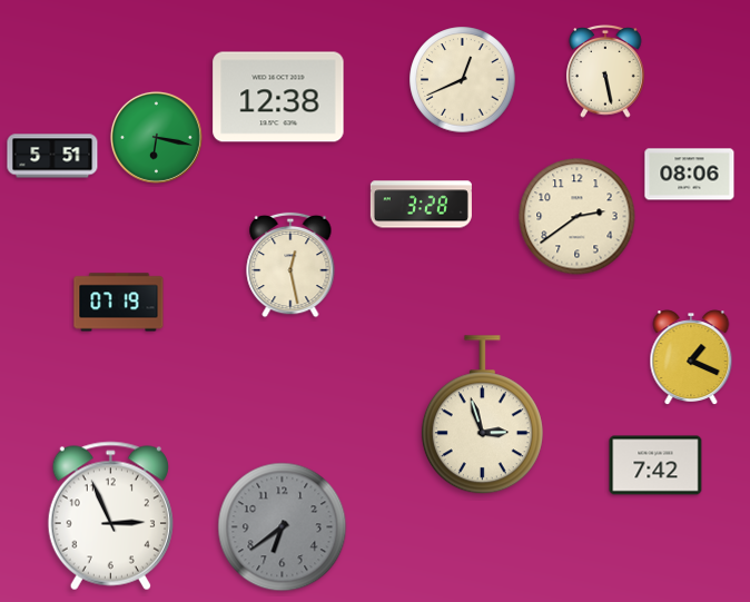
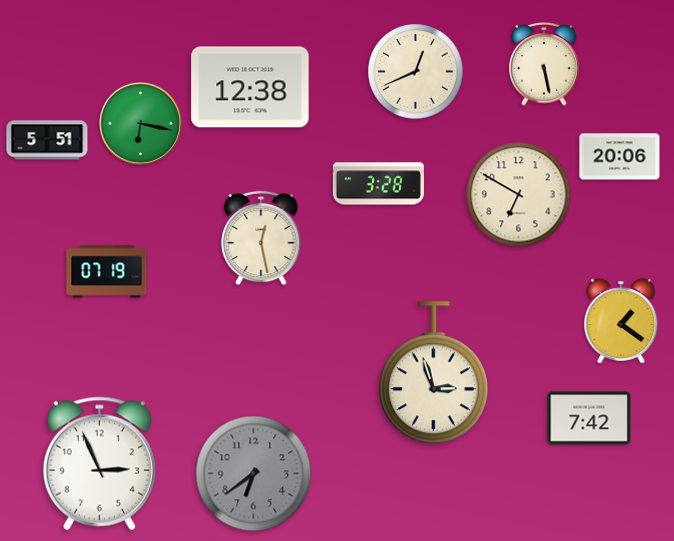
clock at (690, 175): 08:06 -> 20:06
clock at (578, 217): 2:39 -> 6:50
clock at (691, 357): 1:19 -> 1:21
